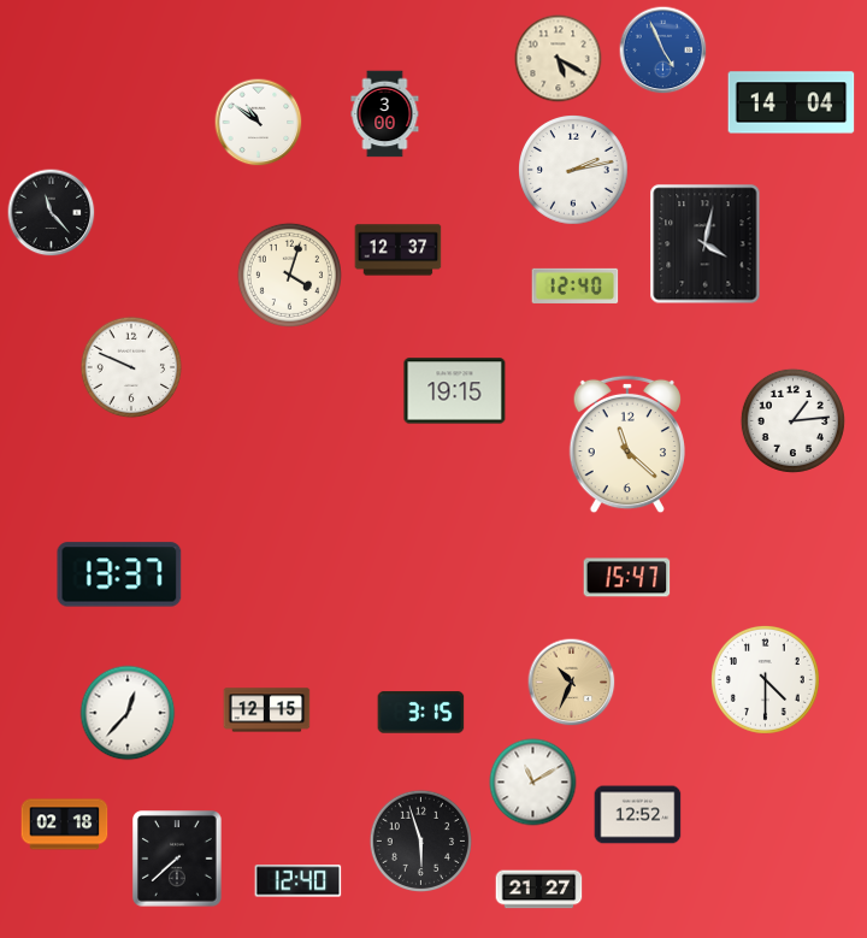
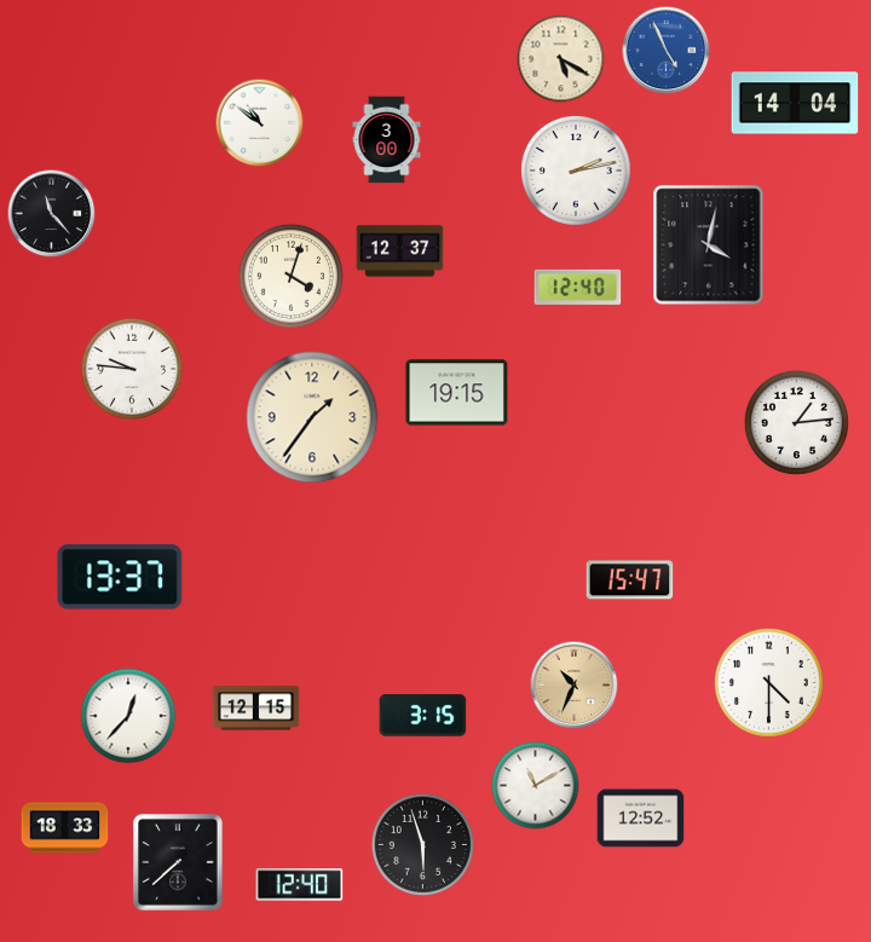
clock at (385, 114) position: (385, 114) -> (387, 140)
clock at (131, 367): 9:49 -> 9:46
clock at (312, 417): none -> 1:36
clock at (626, 444): 11:22 -> none
clock at (267, 710) position: (267, 710) -> (256, 709)
clock at (65, 825): 02:18 -> 18:33
clock at (539, 890): 21:27 -> none
